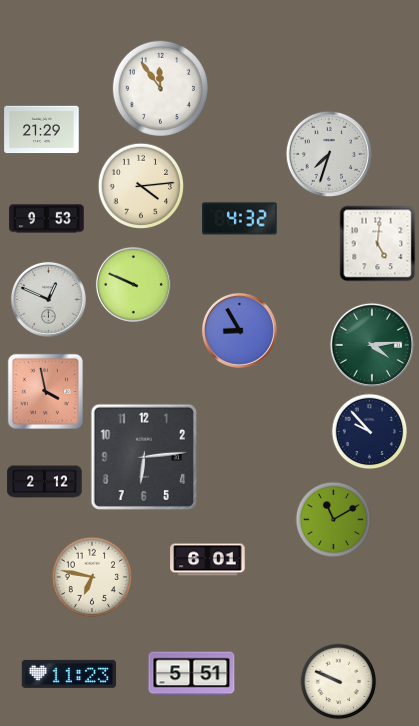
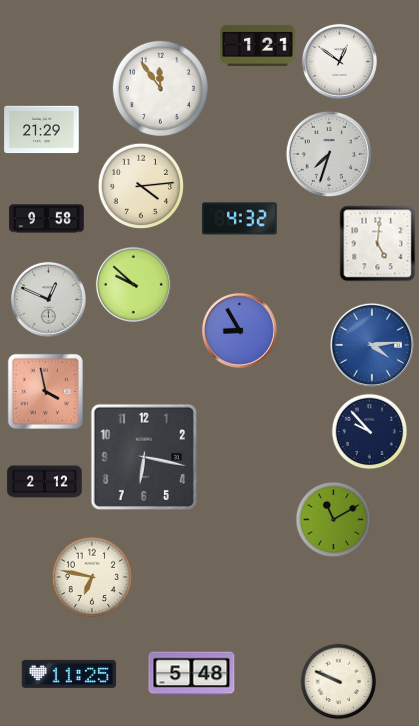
clock at (258, 45): none -> 1:21
clock at (339, 61): none -> 12:51
clock at (47, 219): 9:53 -> 9:58
clock at (133, 284): 9:49 -> 9:52
clock at (372, 345) dial: green -> blue
clock at (143, 456): 6:14 -> 6:17
clock at (208, 560): 6:01 -> none
clock at (69, 674): 11:23 -> 11:25
clock at (192, 674): 5:51 -> 5:48
